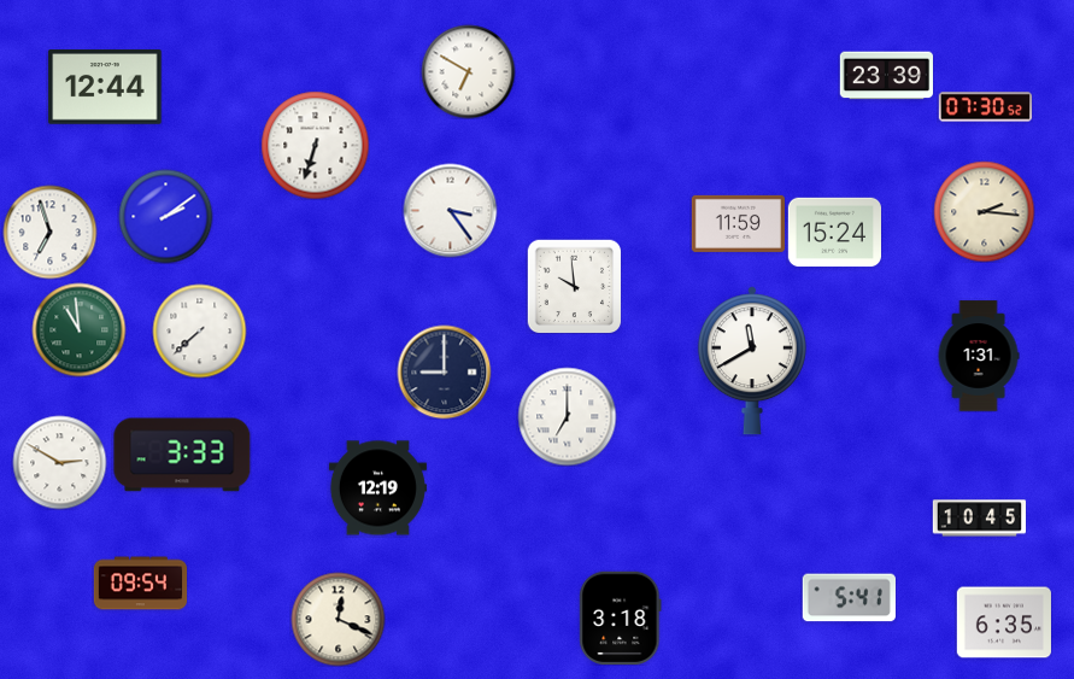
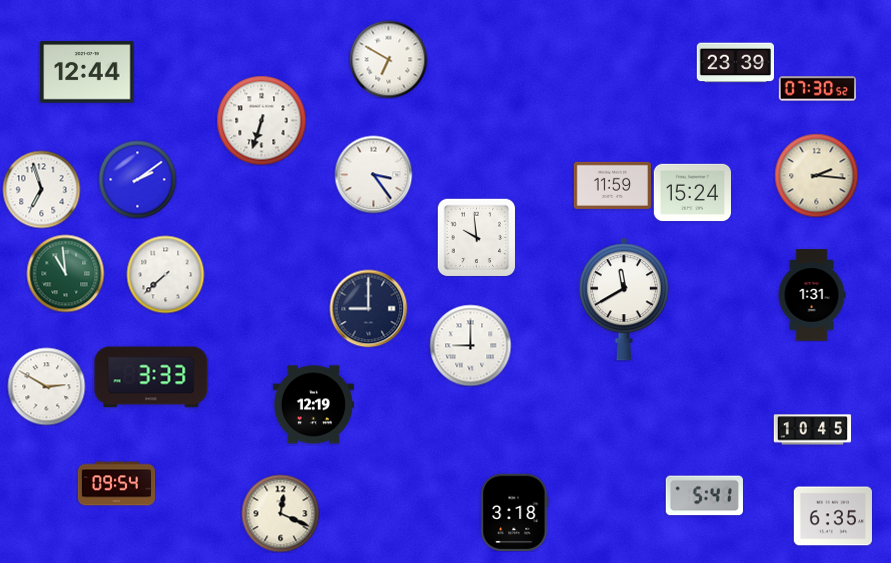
clock at (49, 232) position: (49, 232) -> (41, 189)
clock at (567, 416): 7:00 -> 9:00
clock at (59, 462) position: (59, 462) -> (46, 386)
